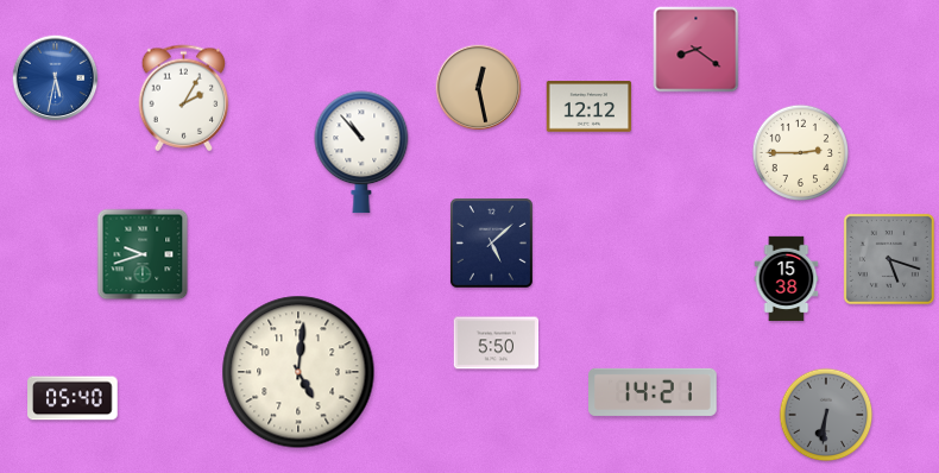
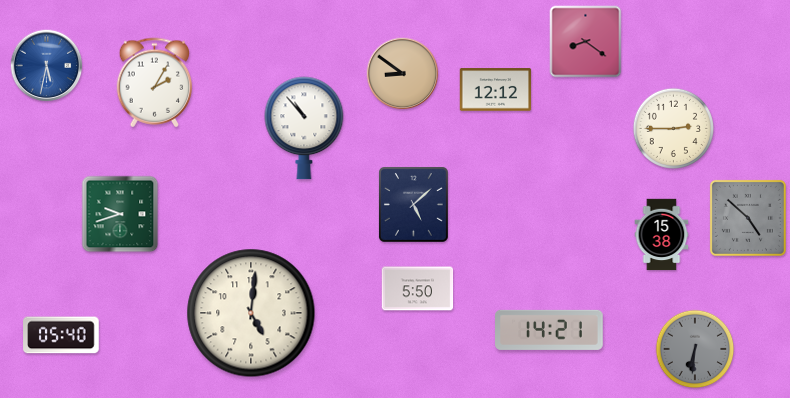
clock at (479, 88): 12:28 -> 8:51
clock at (889, 259): 5:18 -> 4:52
